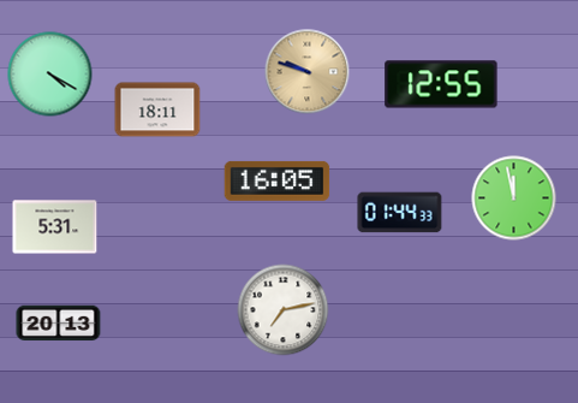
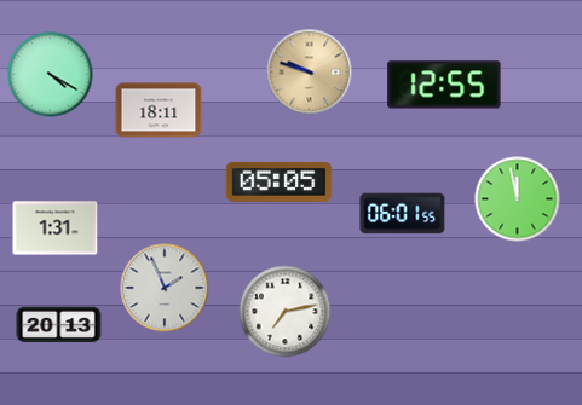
clock at (278, 180): 16:05 -> 05:05
clock at (400, 213): 01:44 -> 06:01
clock at (55, 227): 5:31 -> 1:31
clock at (165, 288): none -> 1:56
